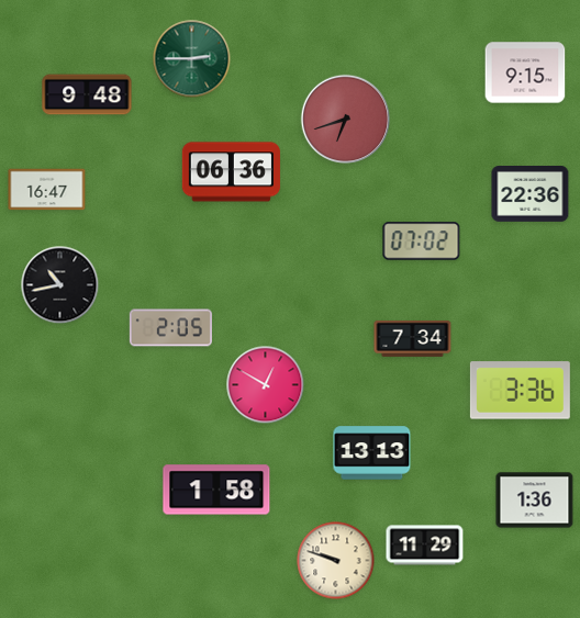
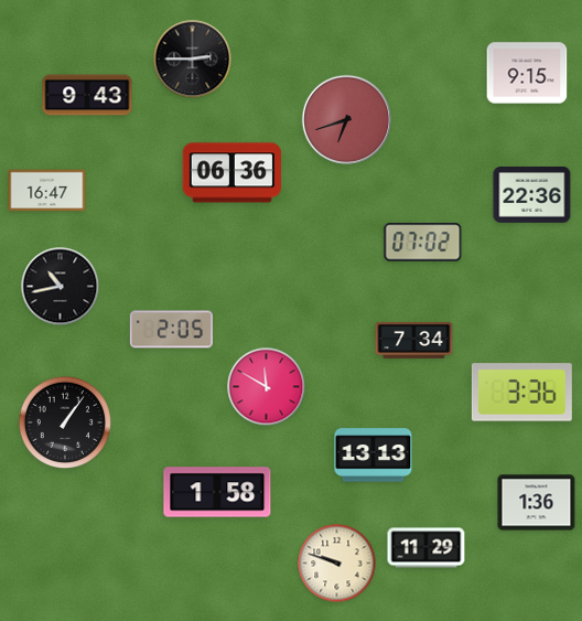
clock at (192, 59) dial: green -> black
clock at (87, 94): 9:48 -> 9:43
clock at (266, 385): 12:50 -> 11:50
clock at (64, 421): none -> 1:06
